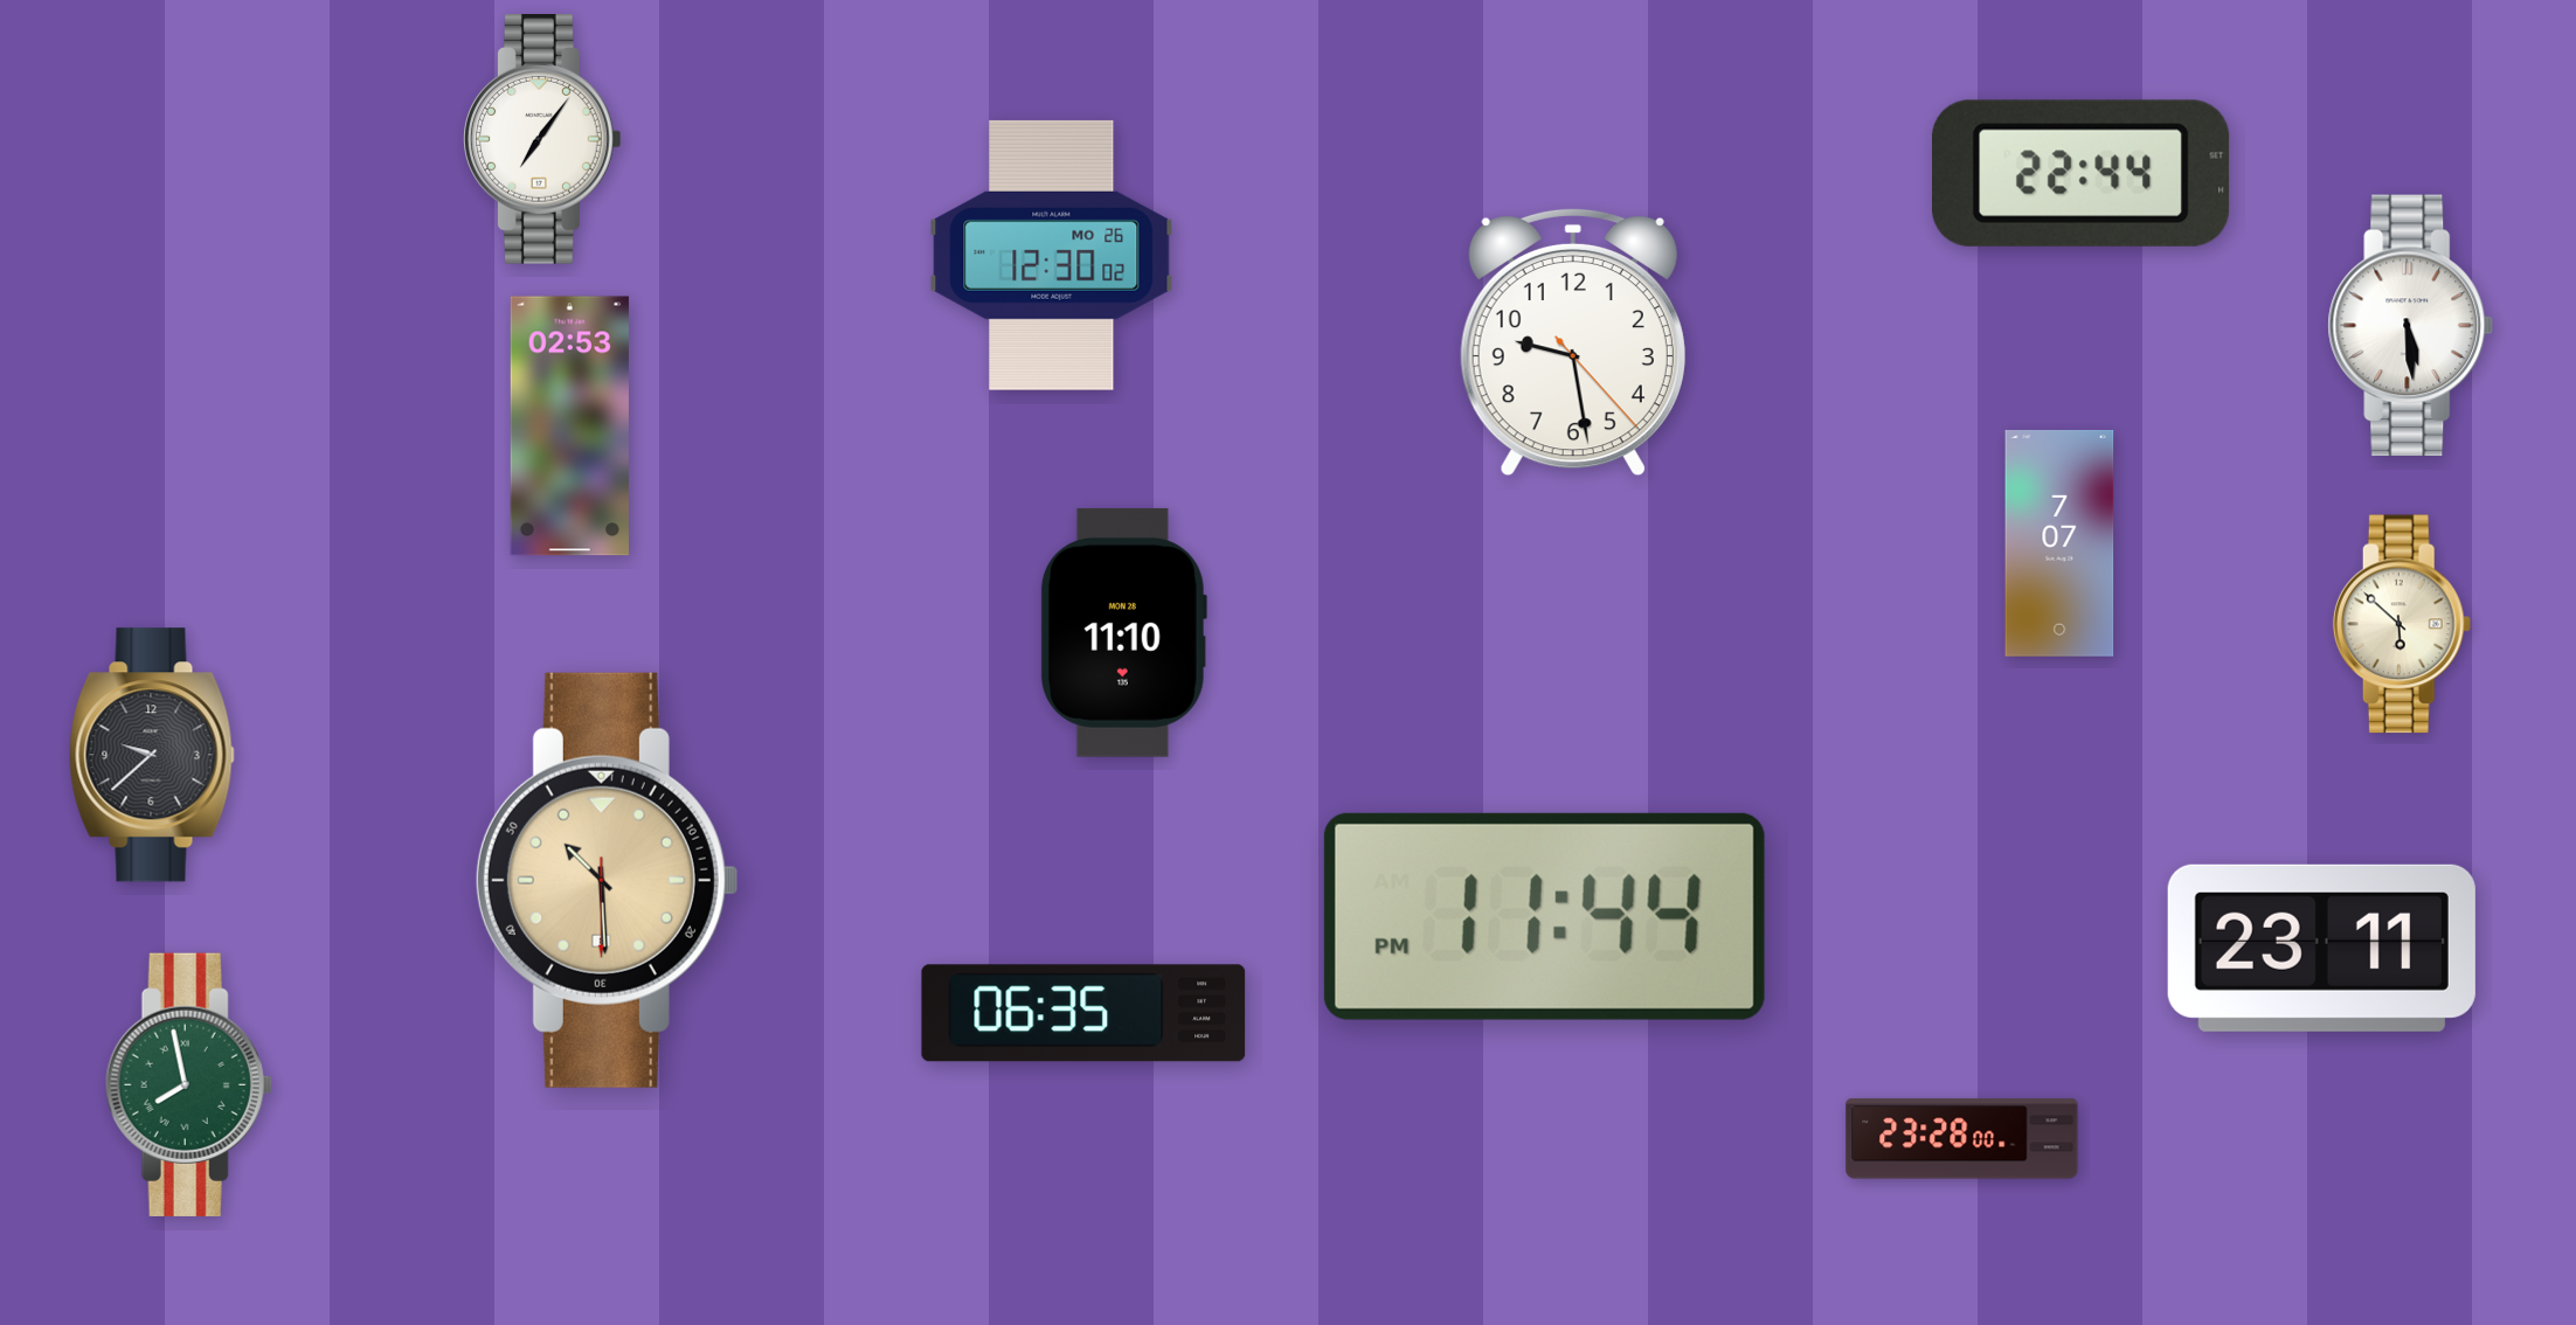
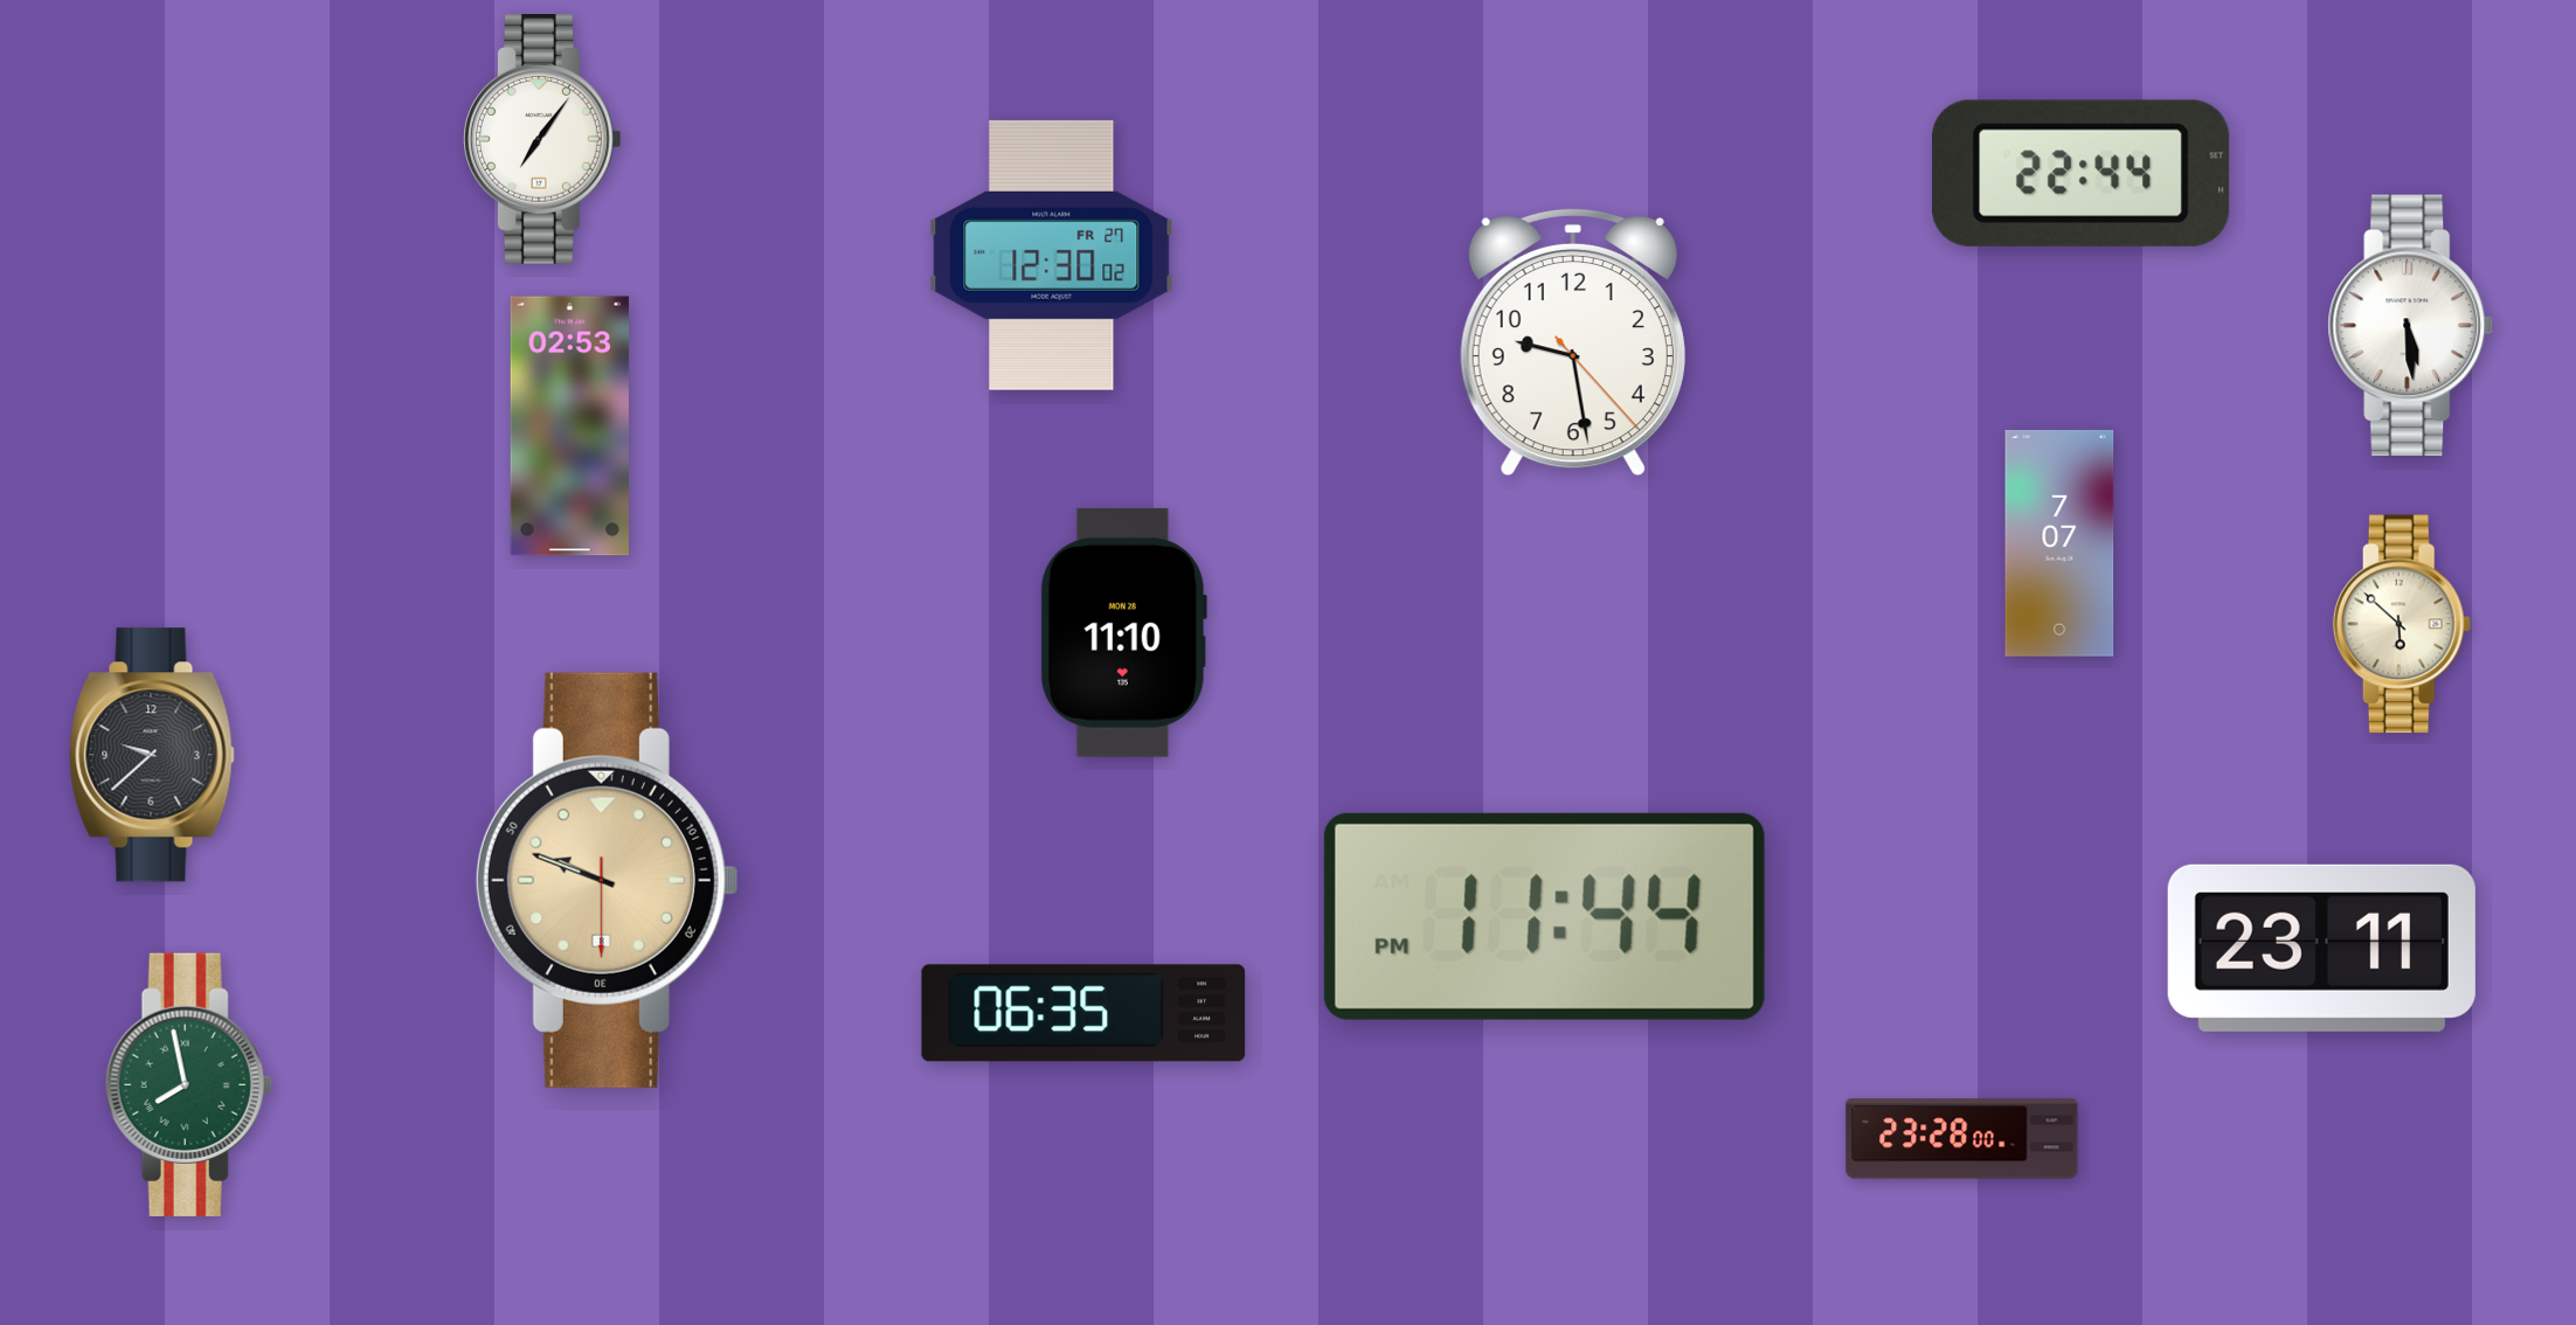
clock at (1052, 255) date: MO 26 -> FR 27
clock at (607, 880): 10:29 -> 9:48
